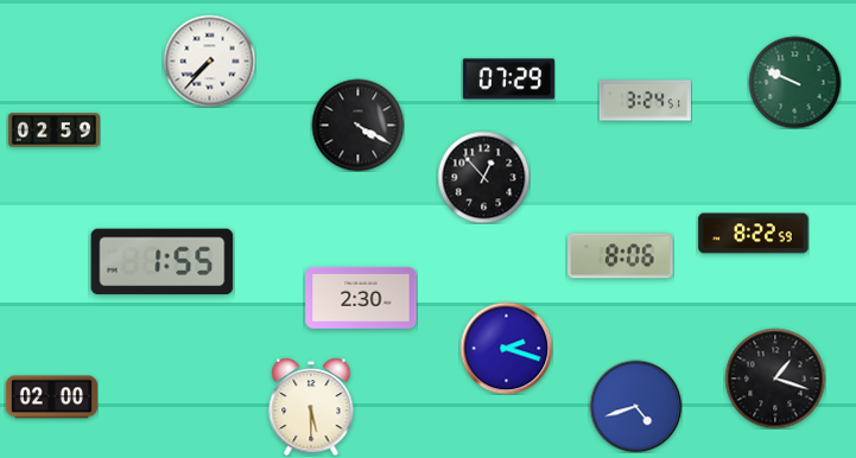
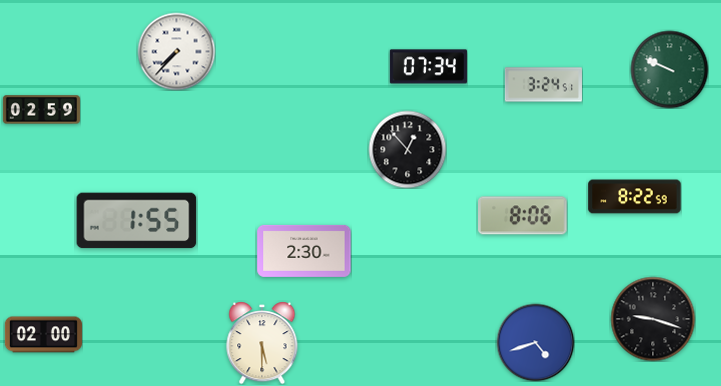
clock at (508, 79): 07:29 -> 07:34
clock at (357, 125): 4:20 -> none
clock at (53, 131) position: (53, 131) -> (41, 110)
clock at (506, 348): 2:18 -> none
clock at (775, 379): 1:18 -> 9:18
